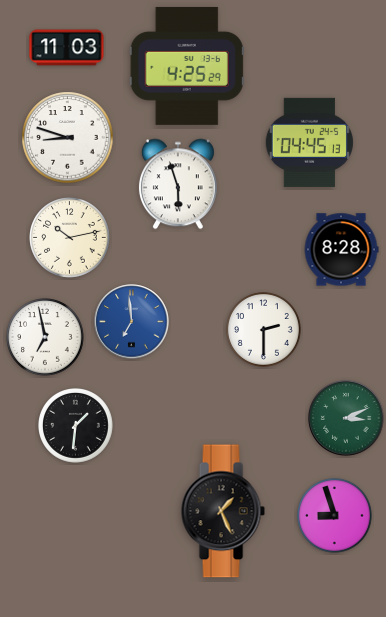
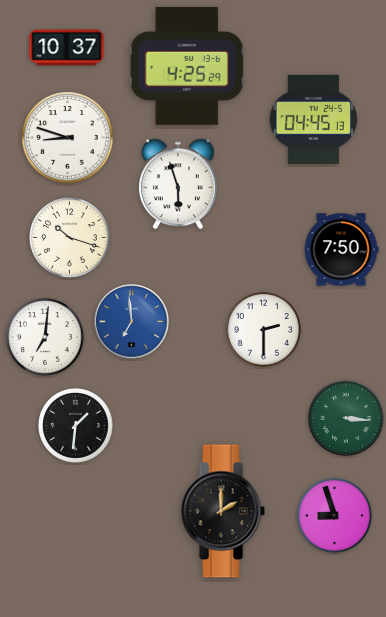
clock at (67, 48): 11:03 -> 10:37
clock at (309, 142) position: (309, 142) -> (313, 119)
clock at (70, 238): 10:13 -> 10:18
clock at (341, 250): 8:28 -> 7:50
clock at (46, 338): 6:58 -> 7:01
clock at (346, 418): 3:11 -> 3:16
clock at (223, 511): 1:26 -> 2:00
